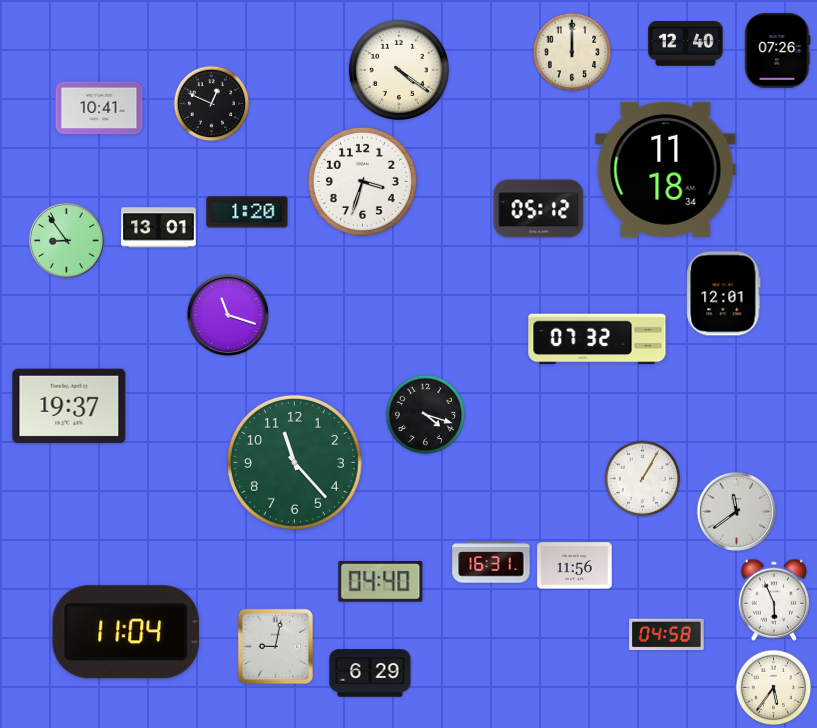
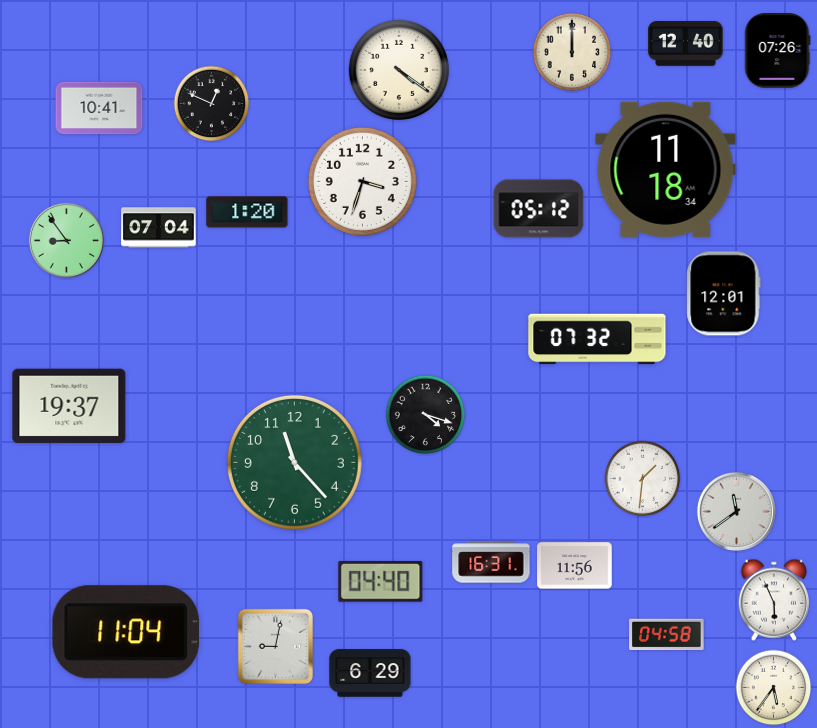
clock at (159, 228): 13:01 -> 07:04
clock at (228, 315): 11:18 -> none
clock at (643, 479): 1:05 -> 1:31
